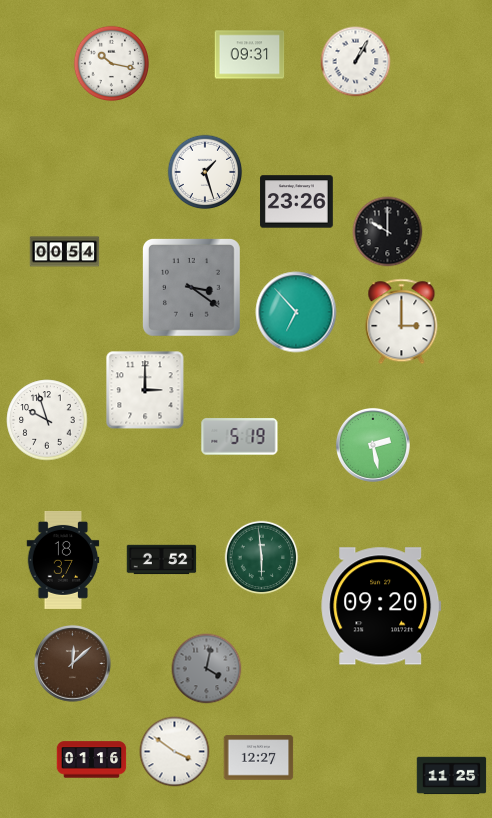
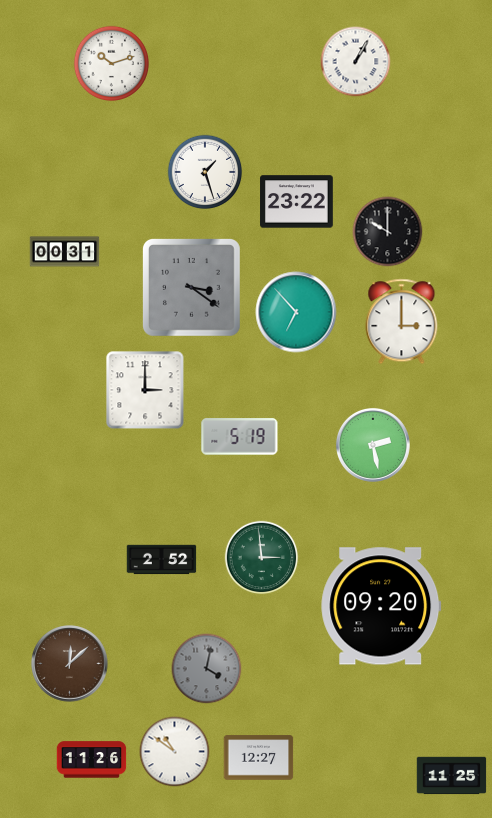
clock at (250, 55): 09:31 -> none
clock at (111, 63): 10:17 -> 10:12
clock at (297, 202): 23:26 -> 23:22
clock at (65, 252): 00:54 -> 00:31
clock at (47, 420): 9:57 -> none
clock at (262, 558): 5:59 -> 2:59
clock at (63, 560): 18:37 -> none
clock at (73, 664) position: (73, 664) -> (70, 664)
clock at (175, 752): 3:51 -> 10:51
clock at (92, 760): 01:16 -> 11:26
